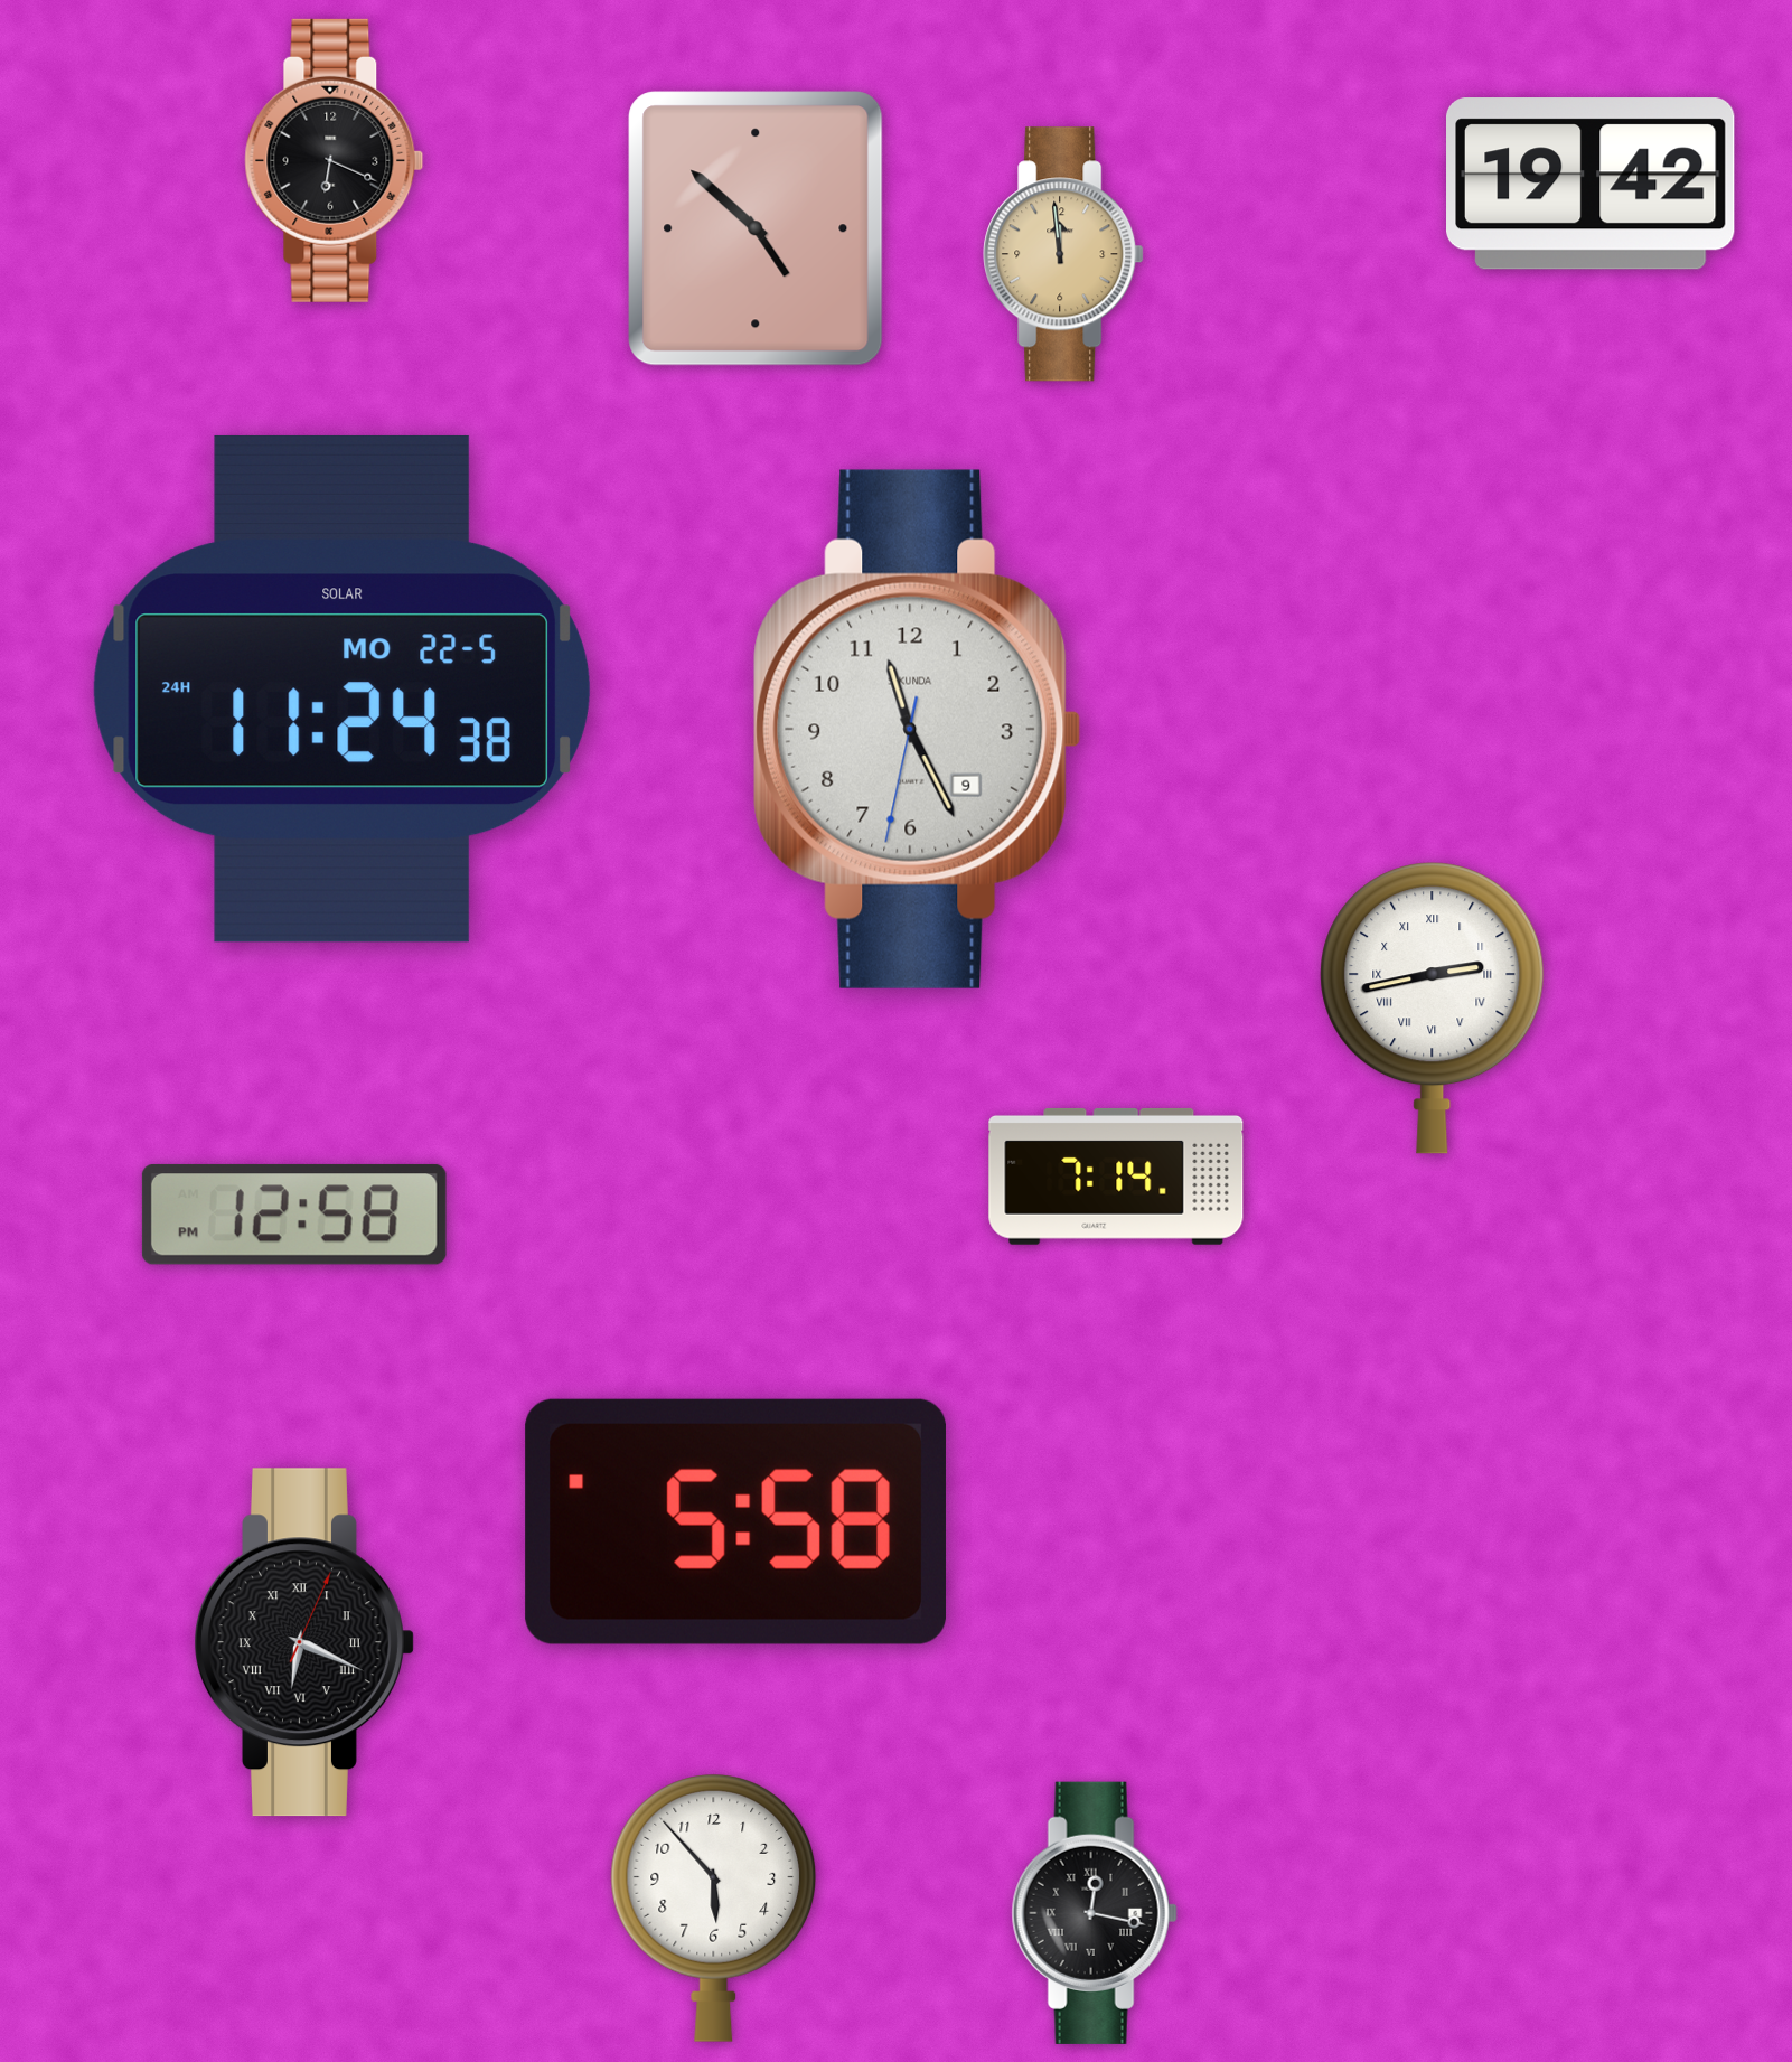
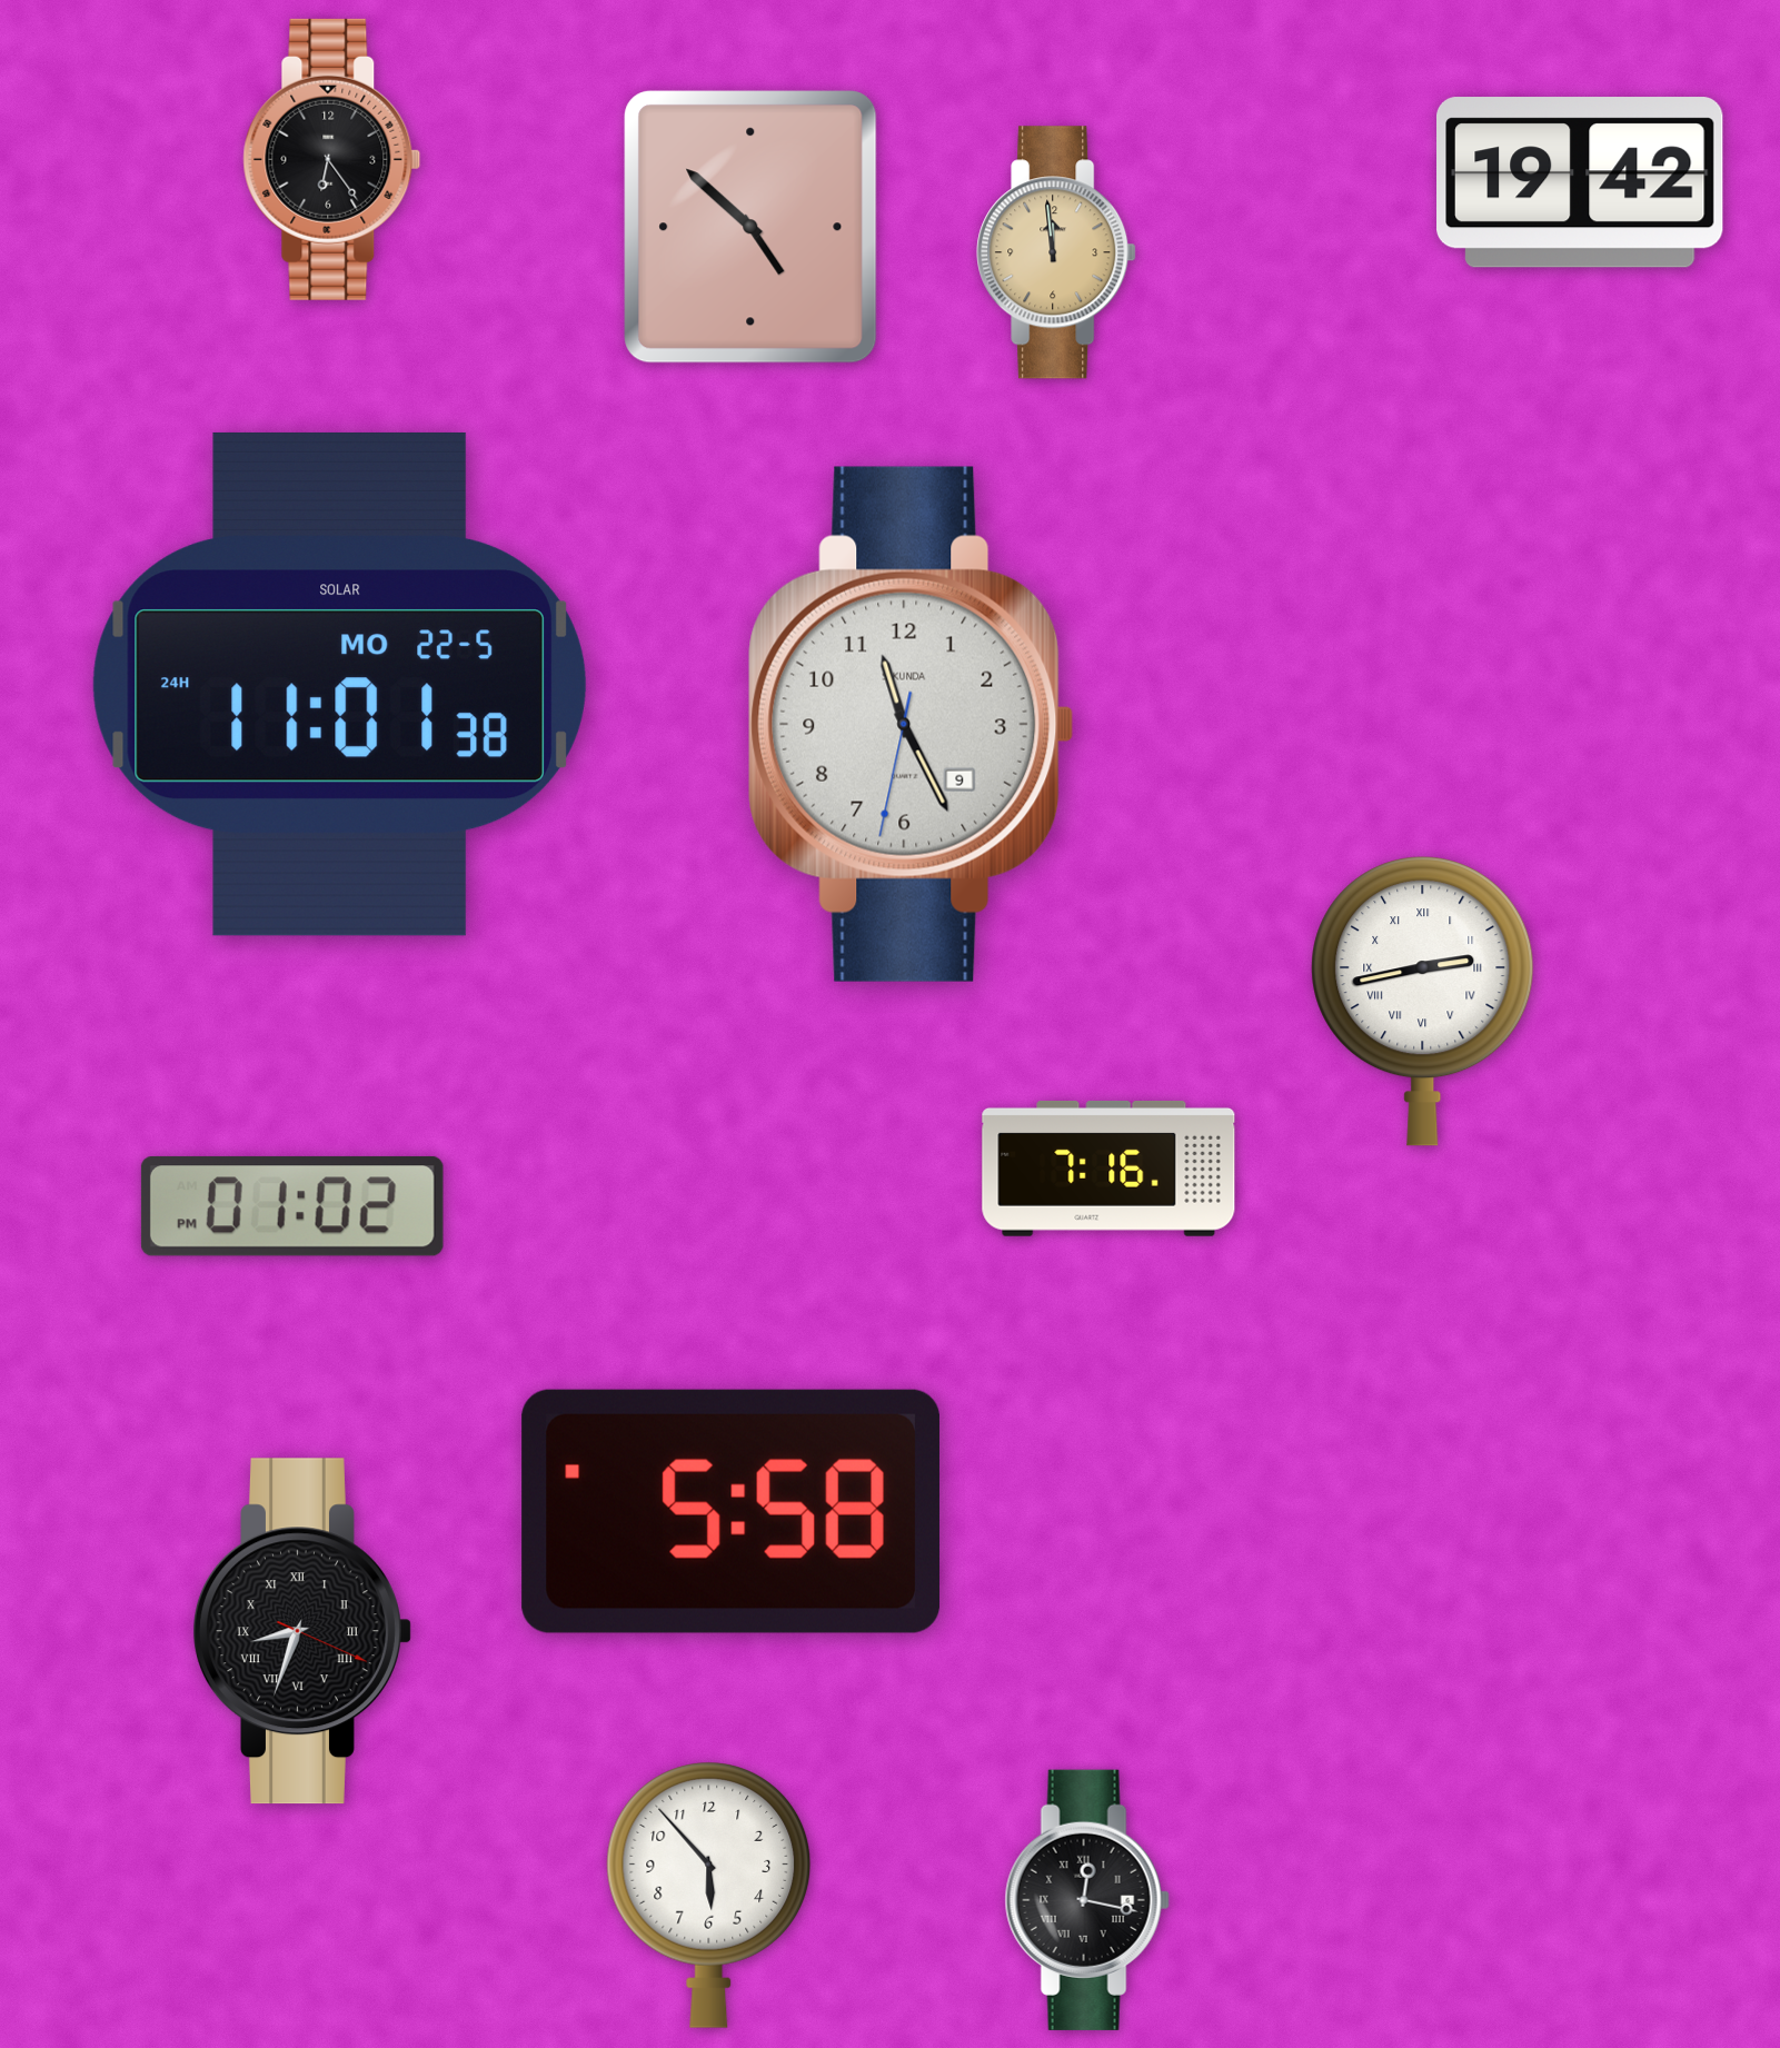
clock at (335, 160): 6:19 -> 6:24
clock at (341, 688): 11:24 -> 11:01
clock at (1116, 1177): 7:14 -> 7:16
clock at (294, 1215): 12:58 -> 01:02
clock at (304, 1642): 6:19 -> 8:33
